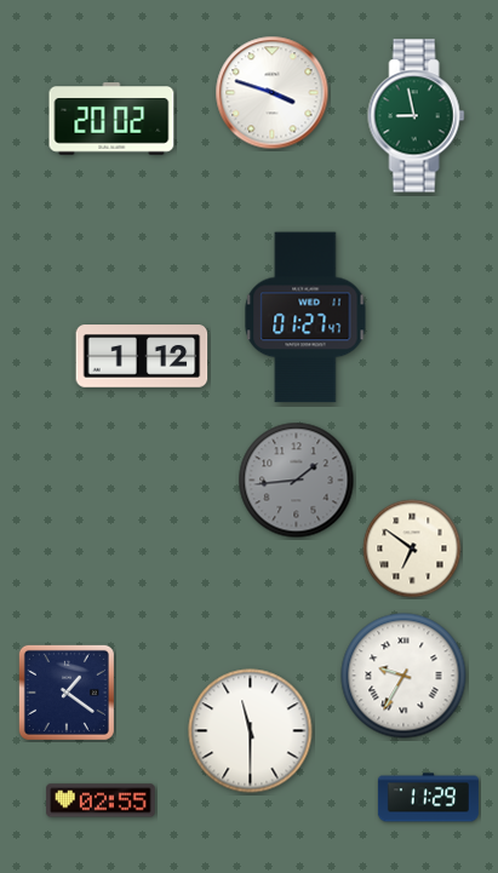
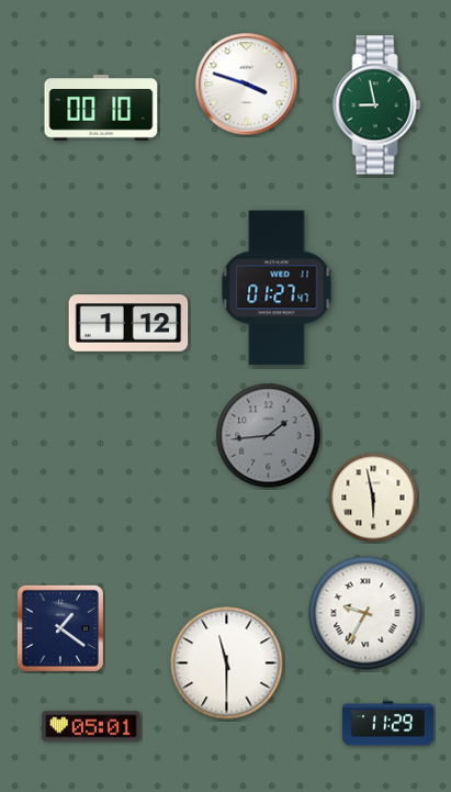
clock at (111, 120): 20:02 -> 00:10
clock at (412, 549): 6:51 -> 5:58
clock at (101, 800): 02:55 -> 05:01
